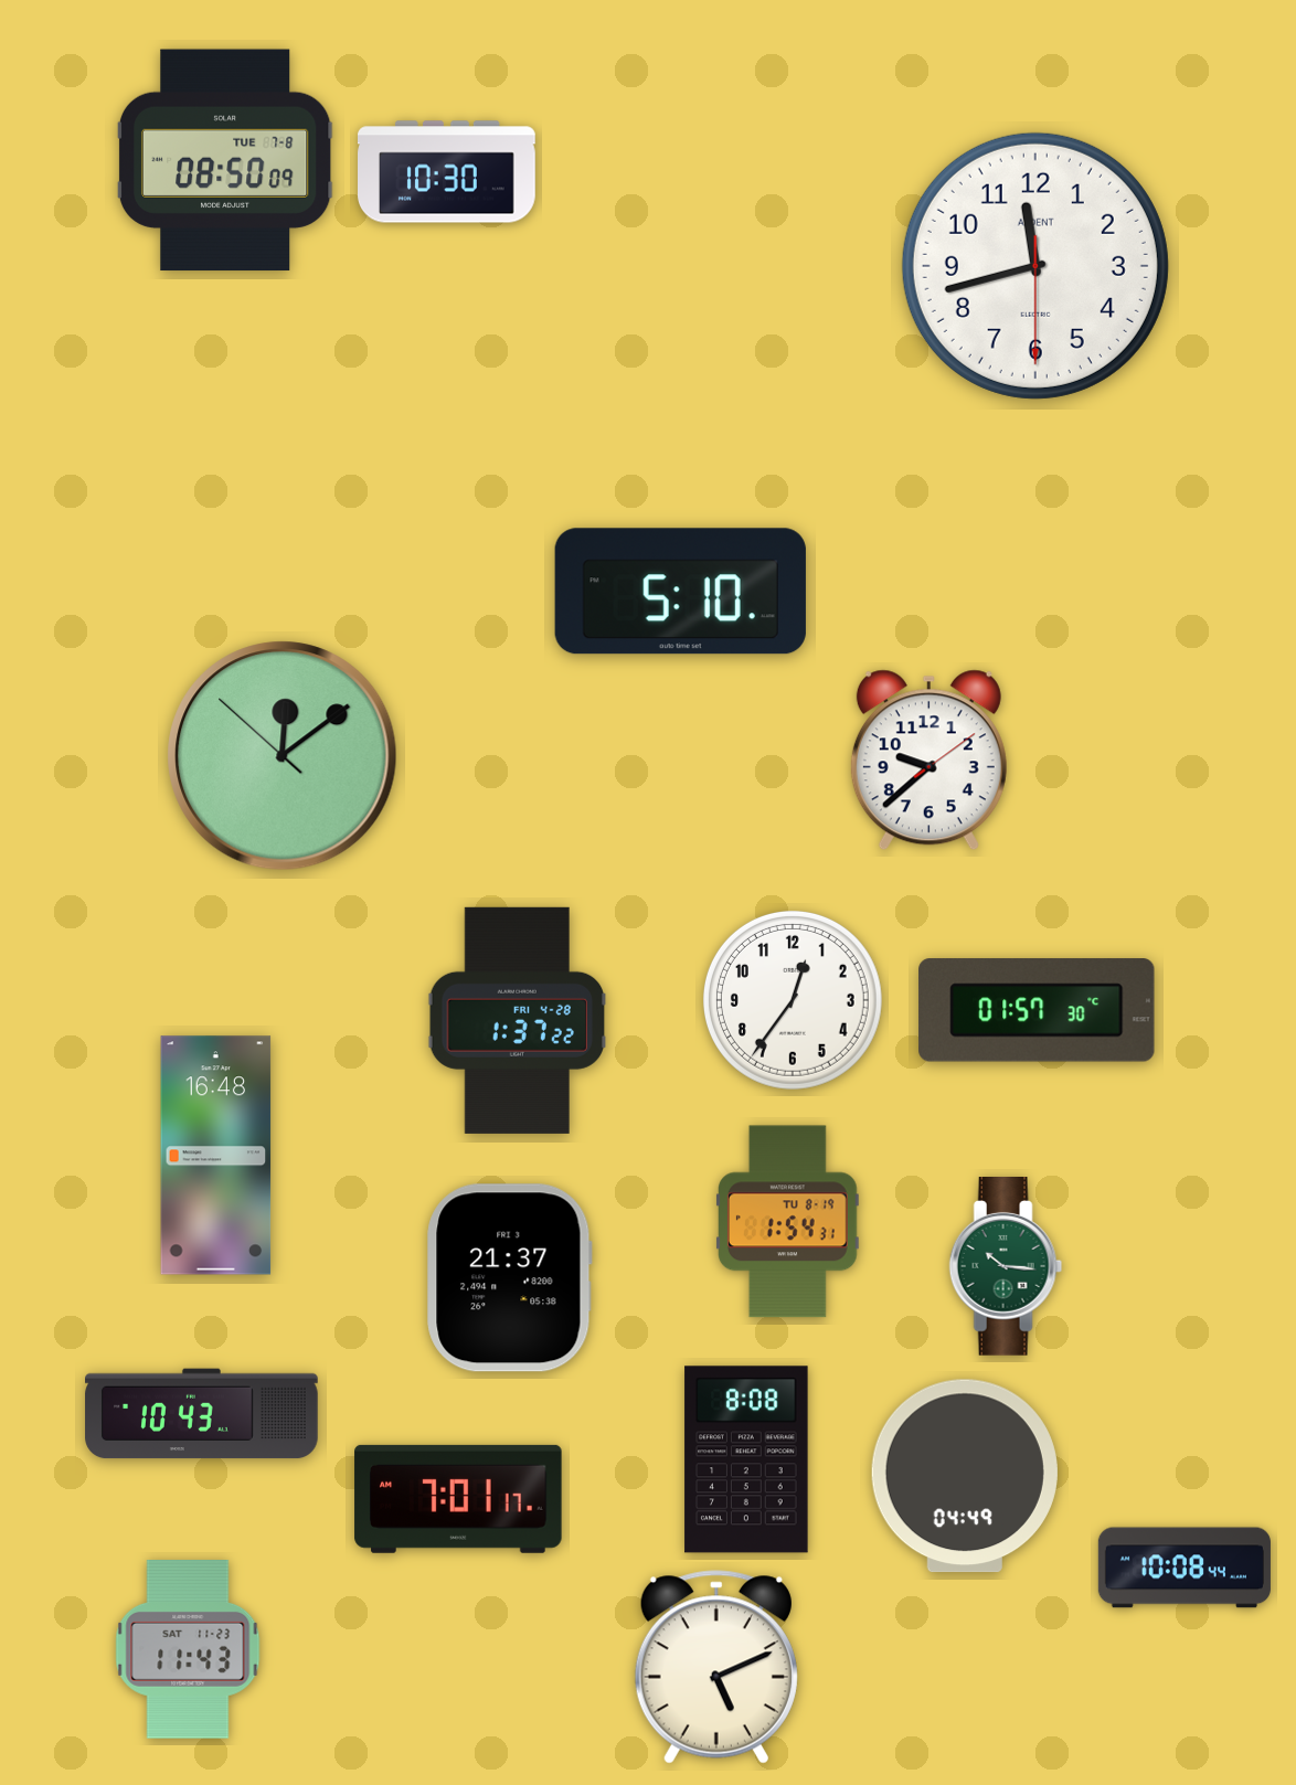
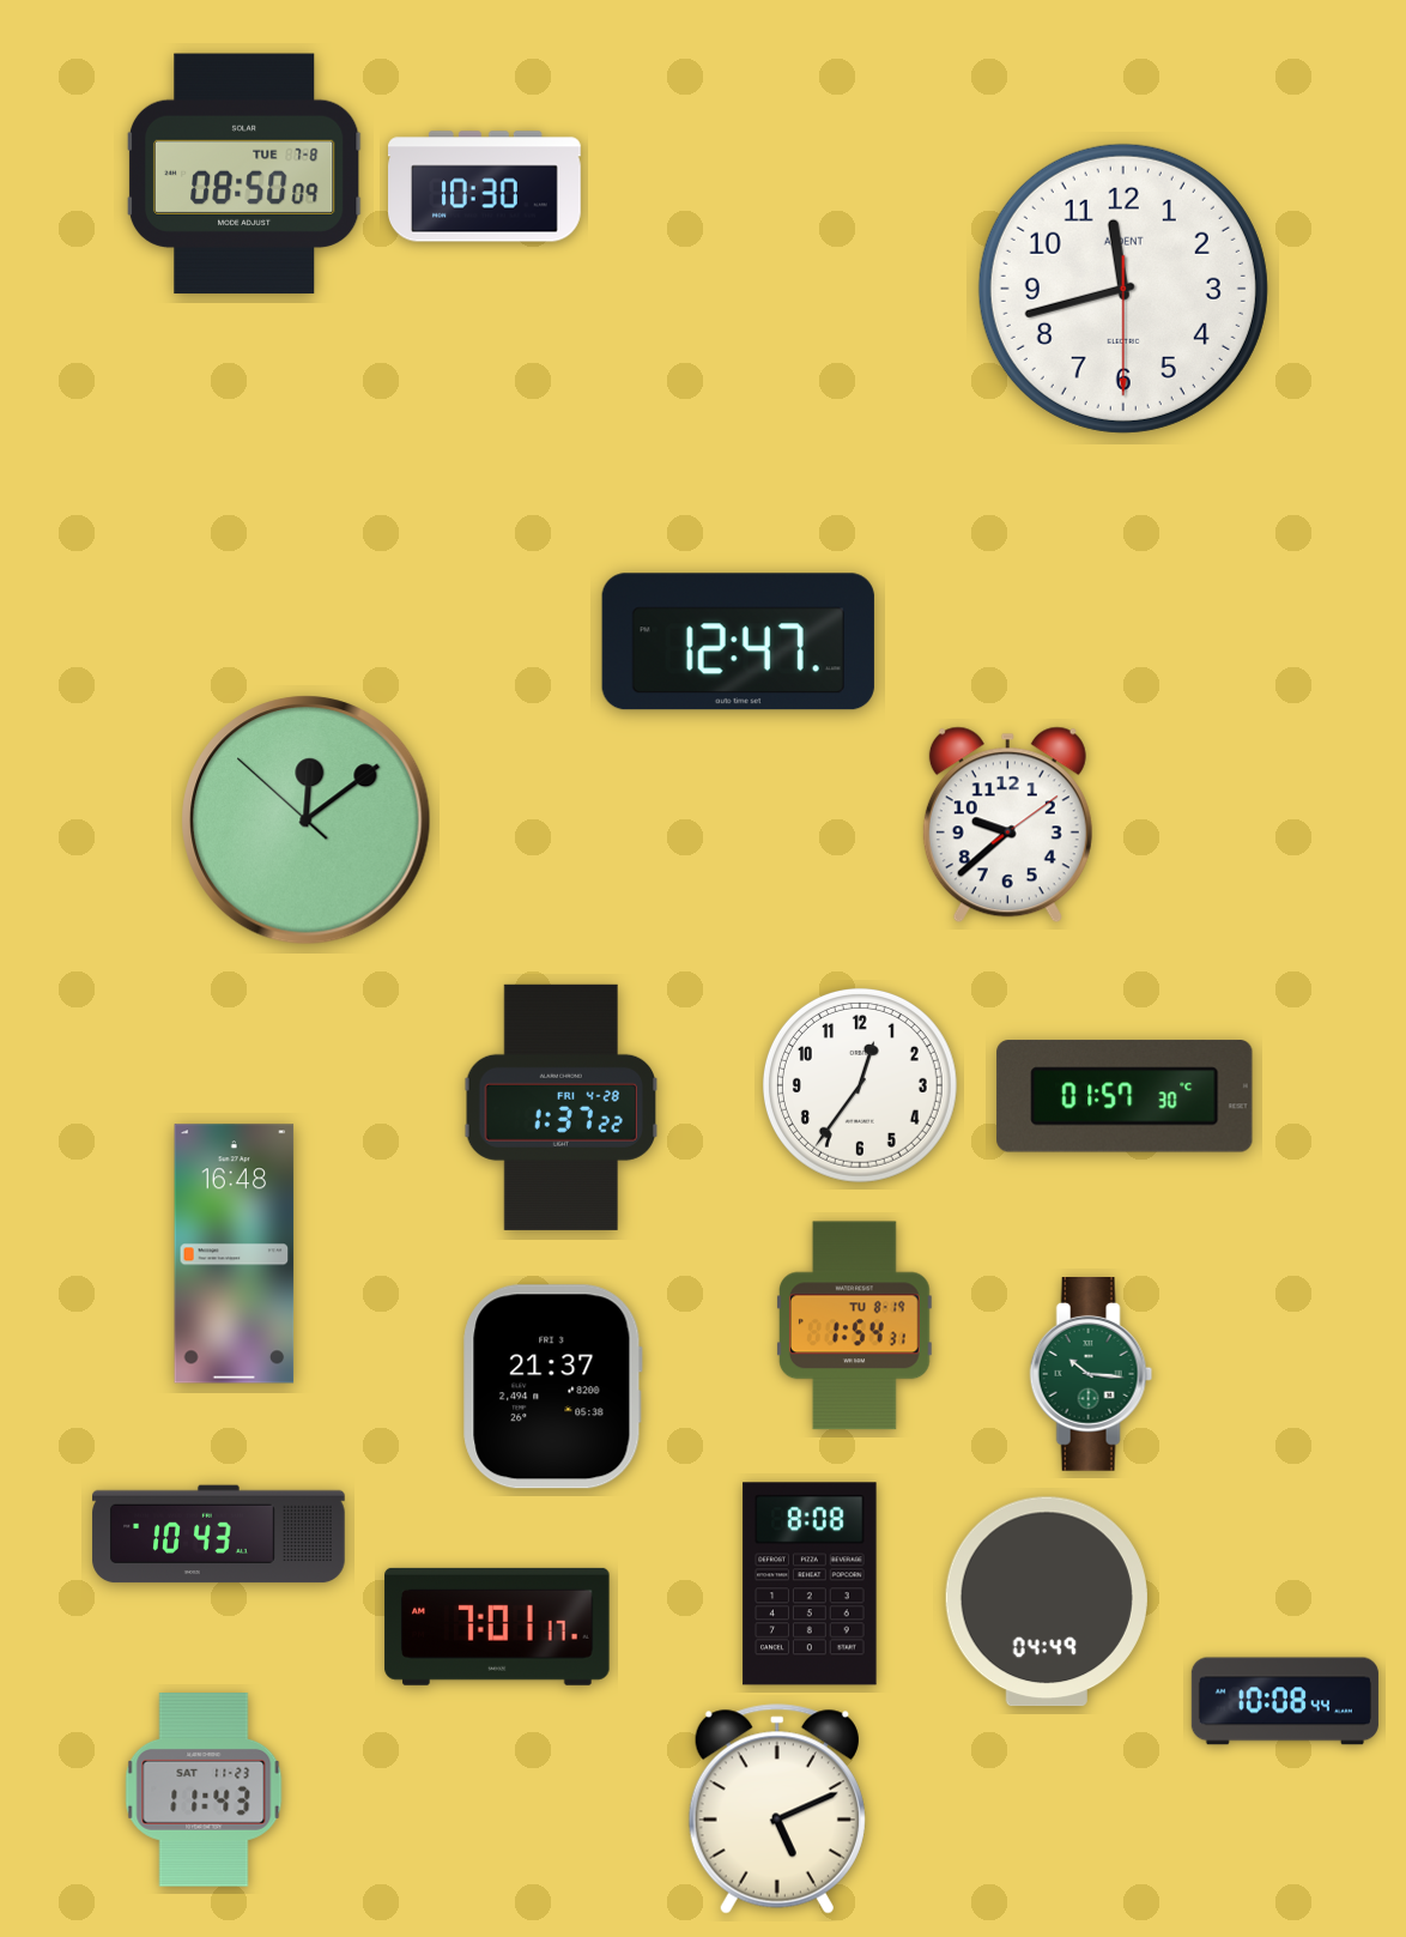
clock at (680, 592): 5:10 -> 12:47
